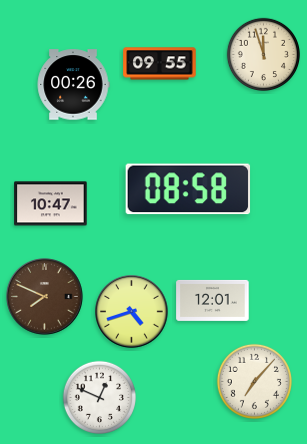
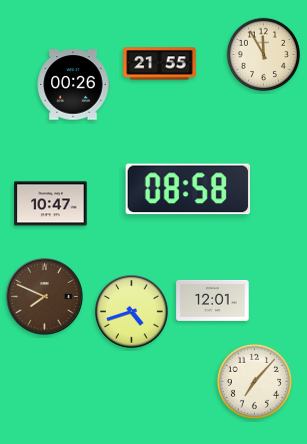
clock at (263, 54): 11:57 -> 11:55
clock at (160, 64): 09:55 -> 21:55
clock at (99, 397): 12:49 -> none
